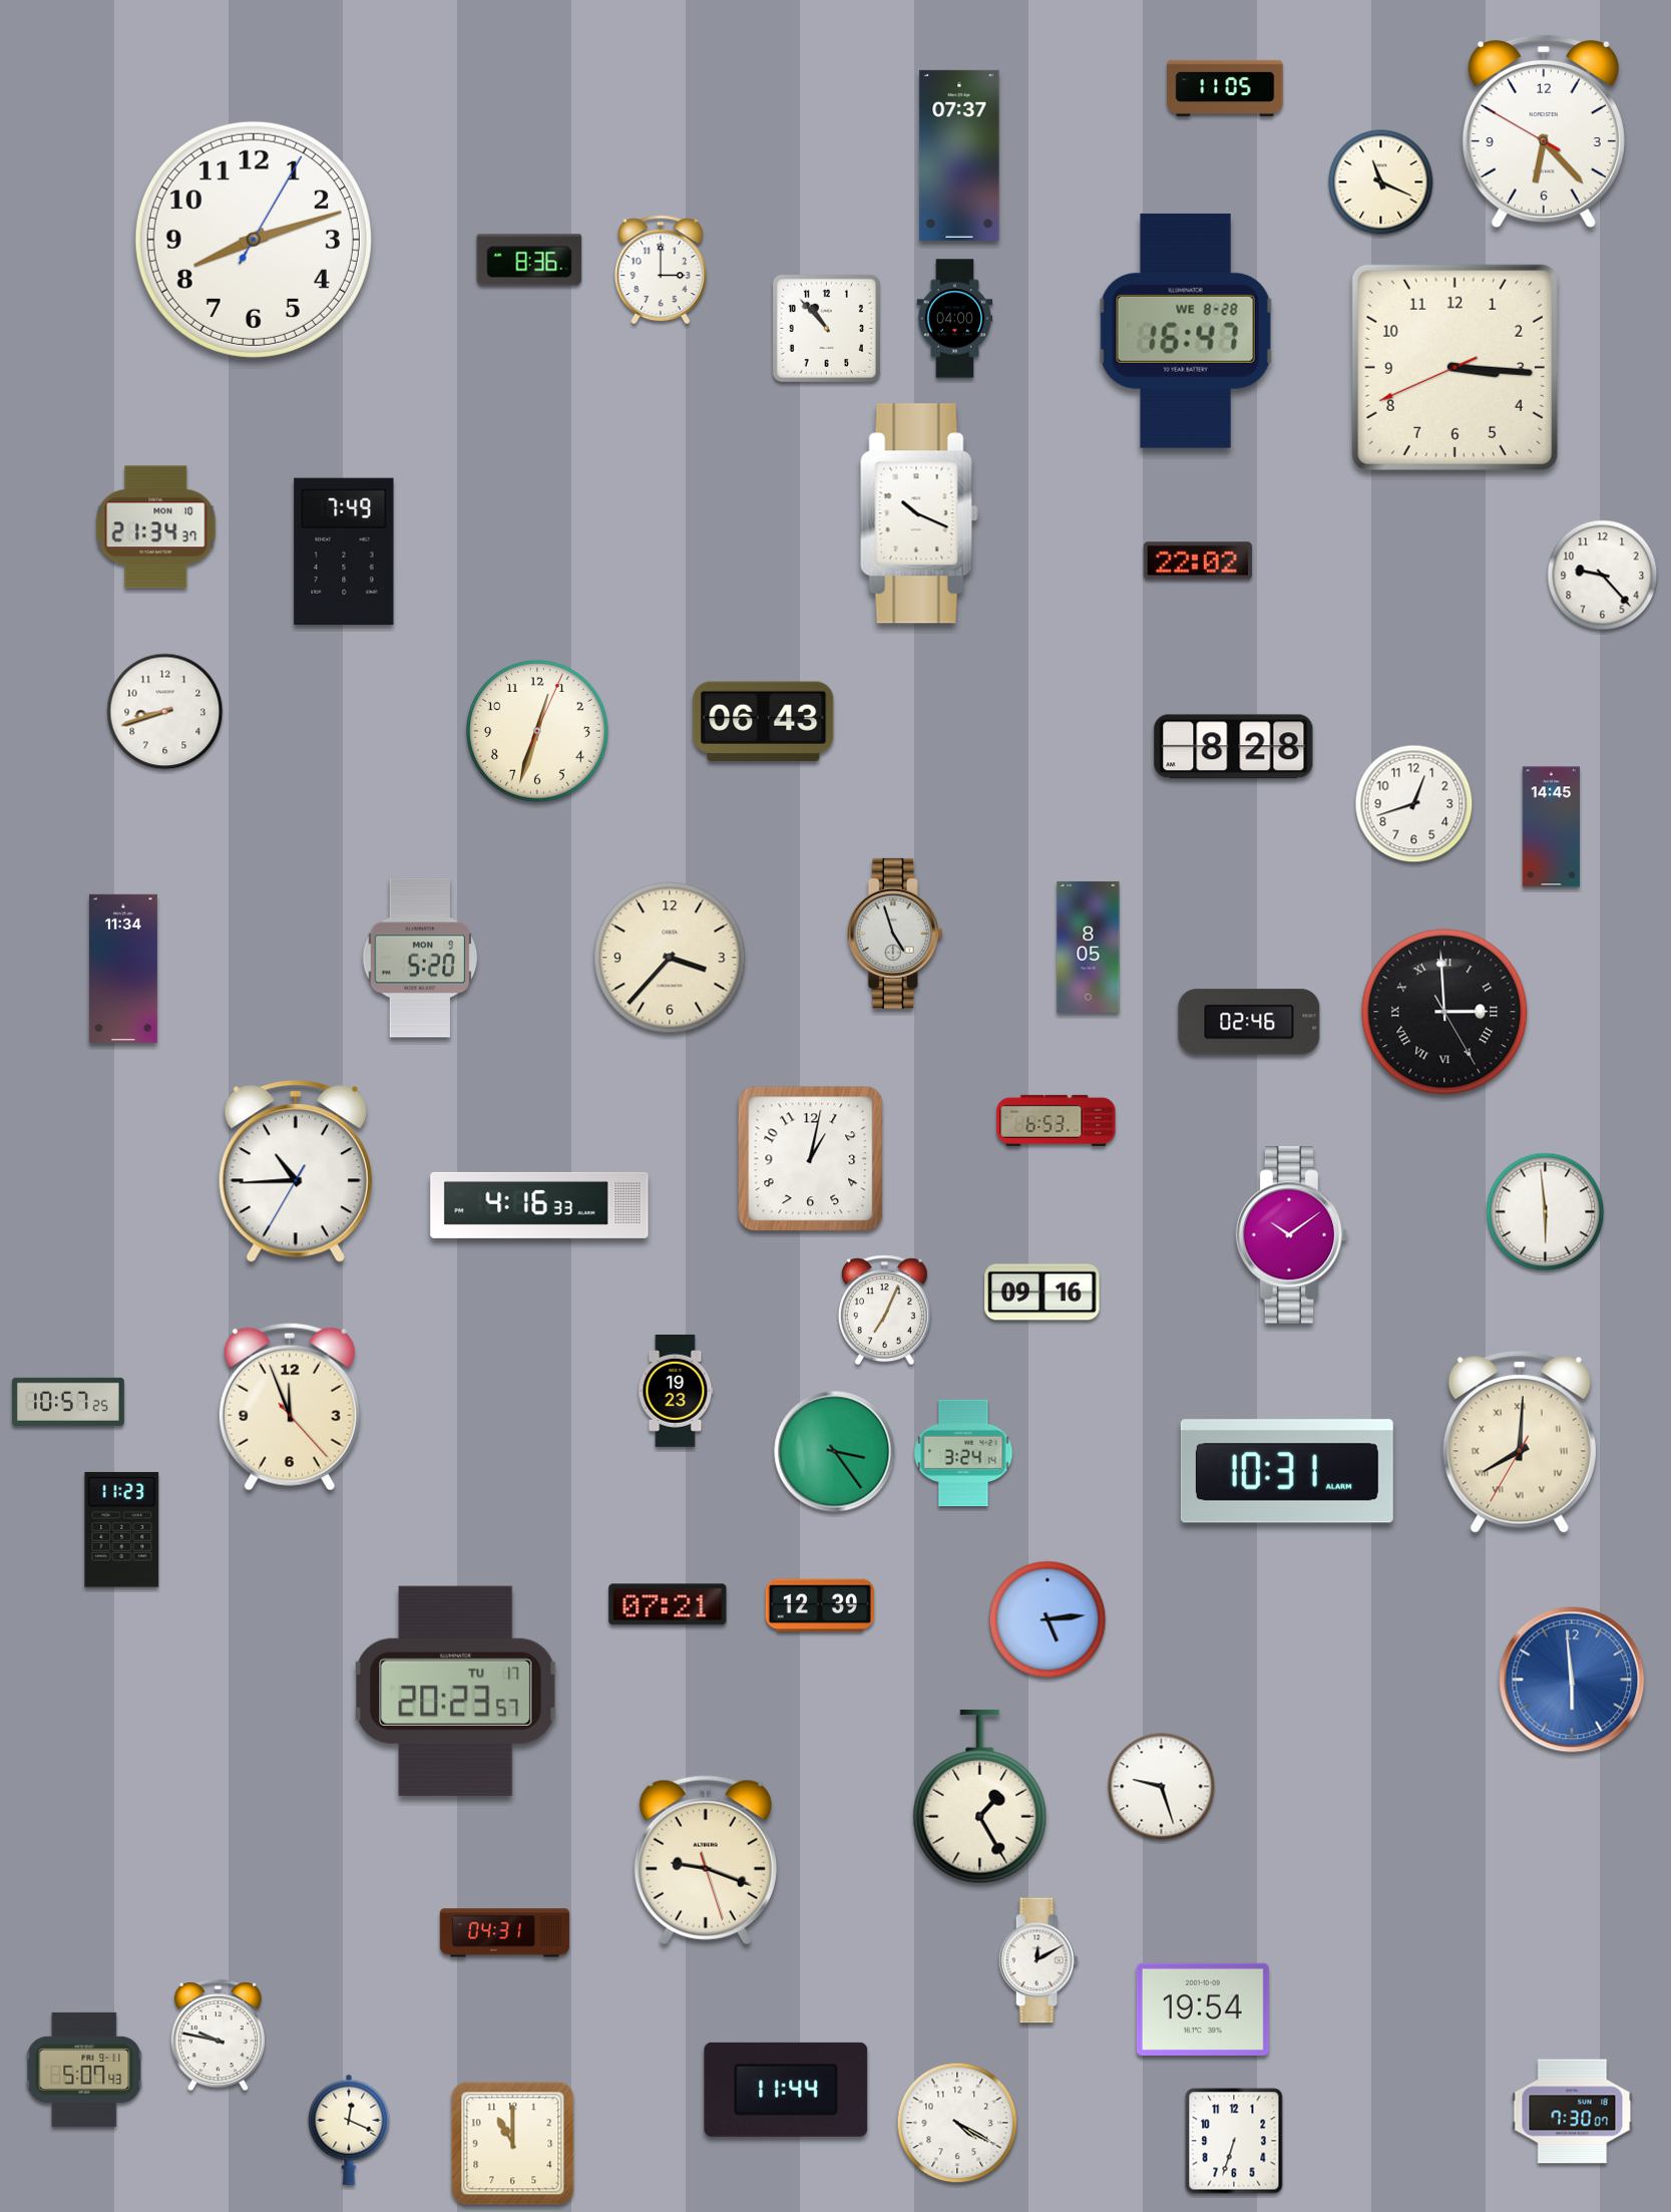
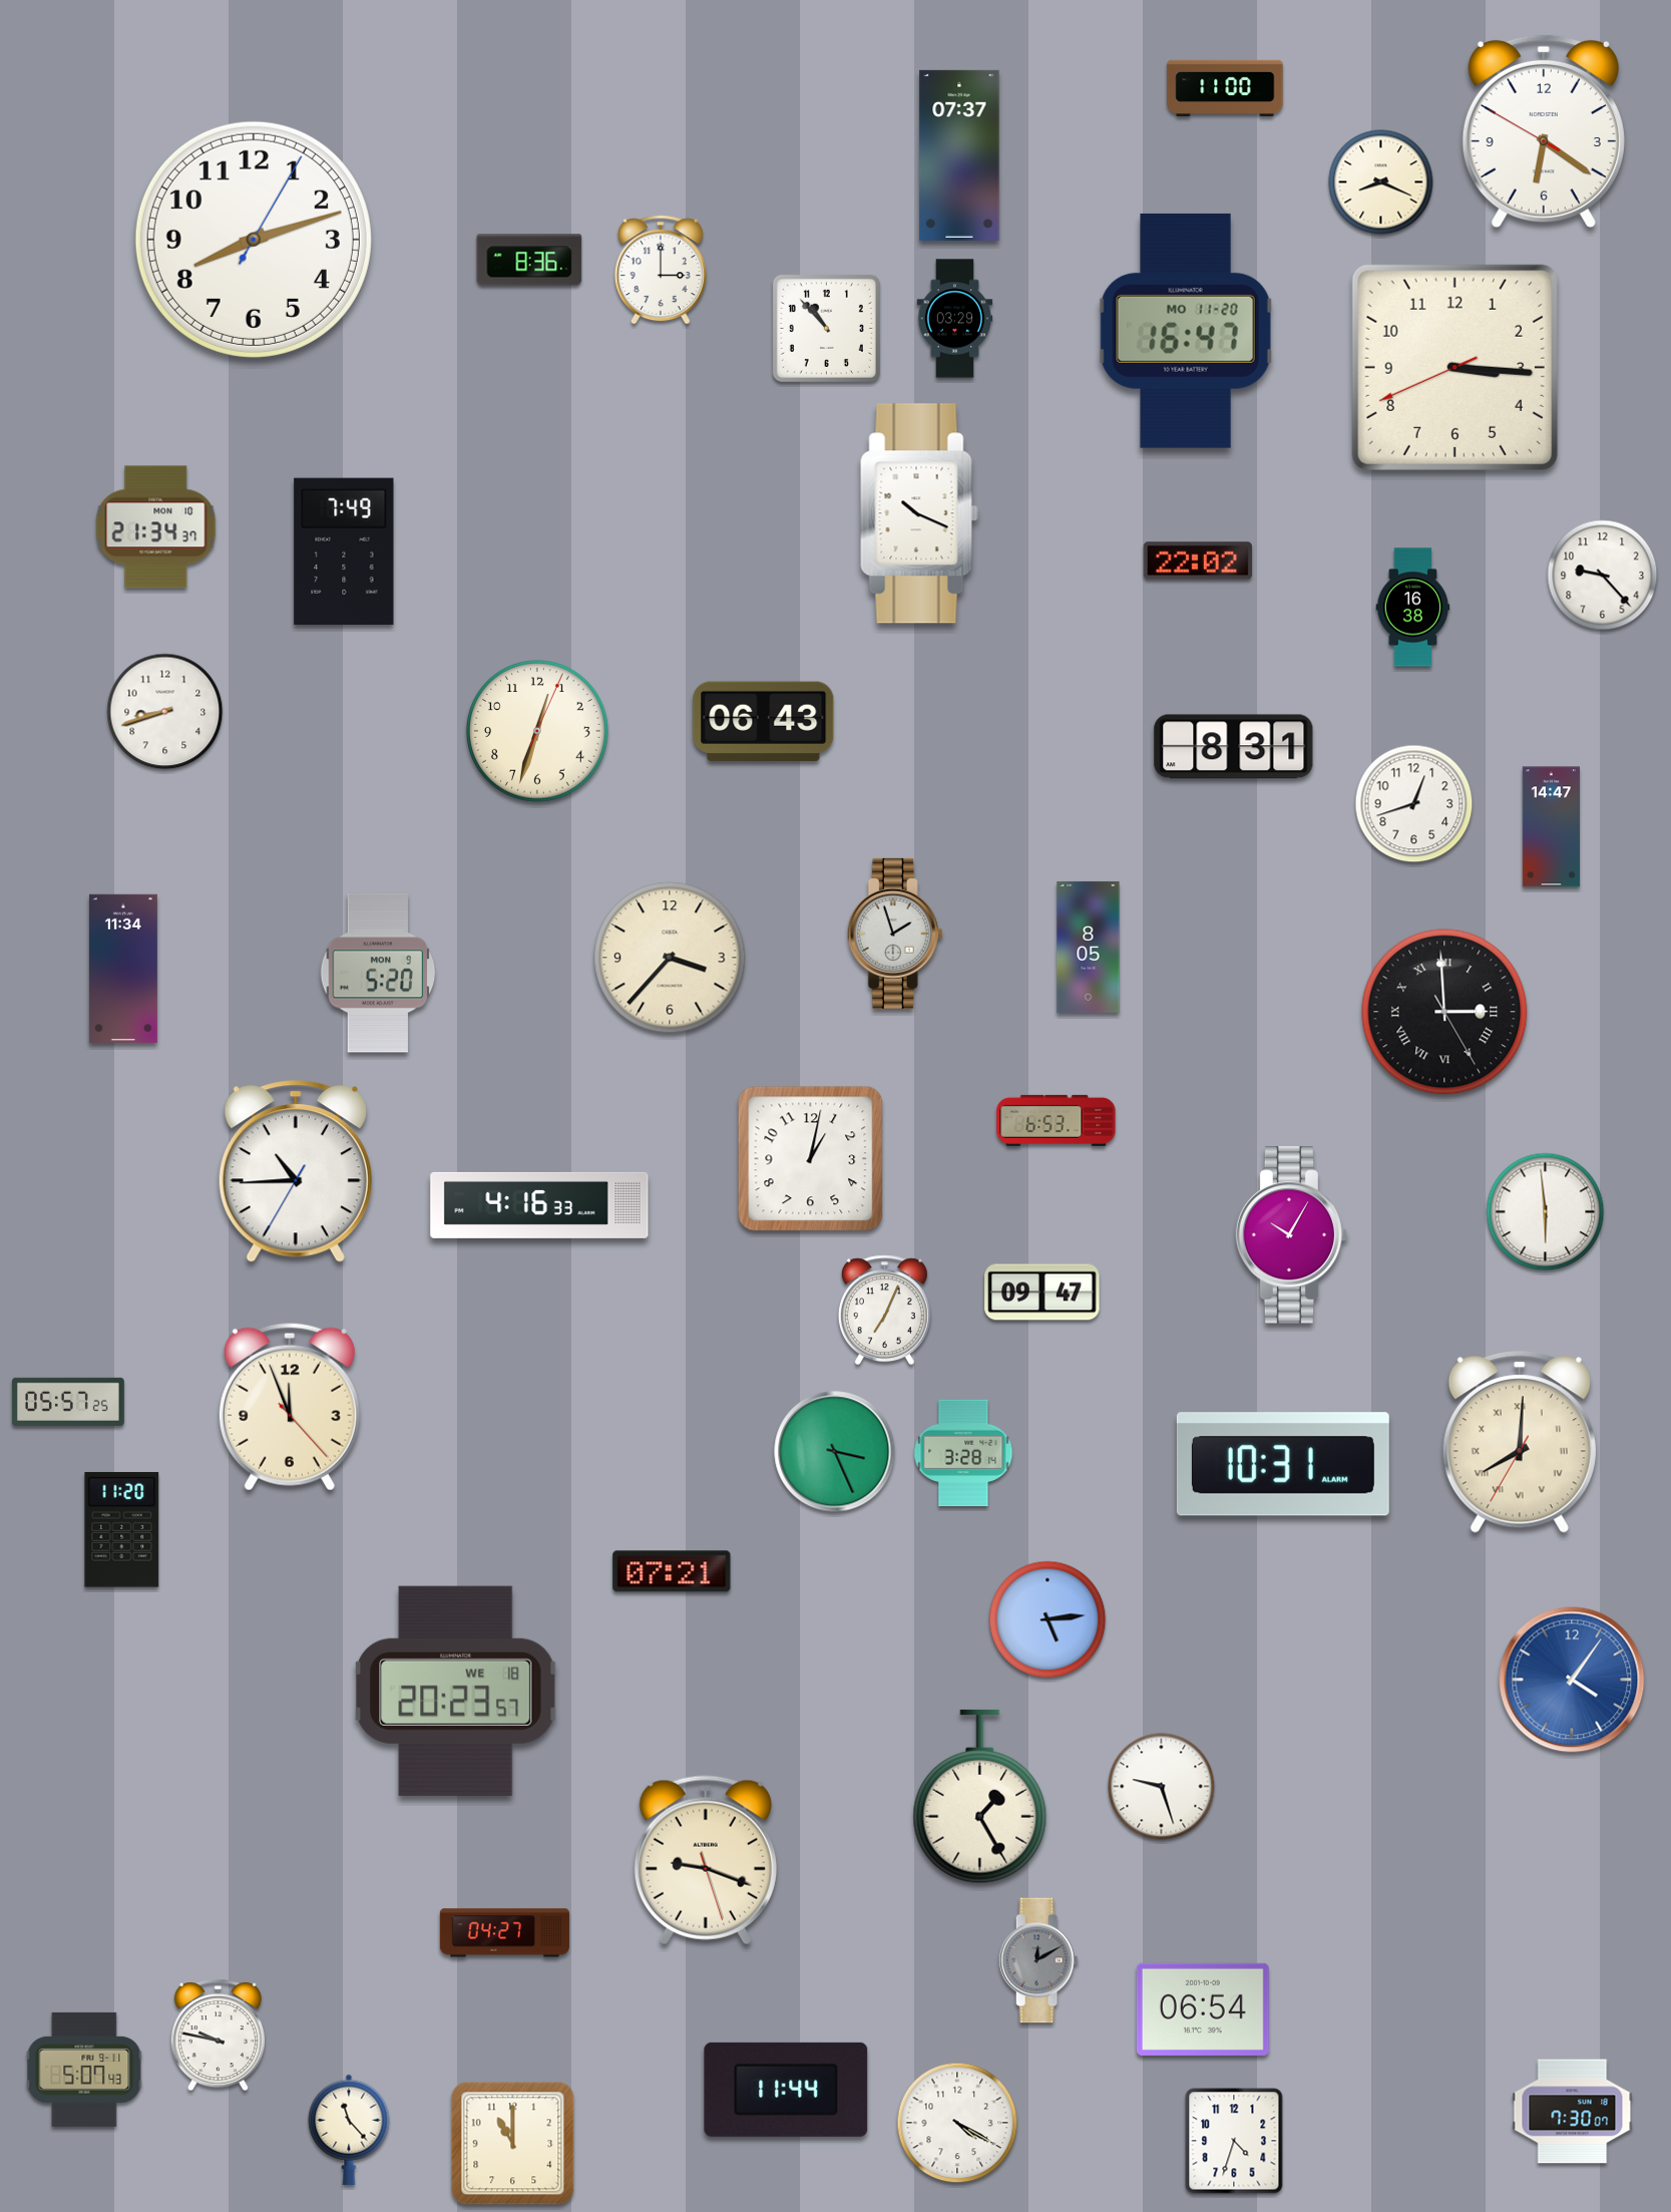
clock at (1225, 88): 11:05 -> 11:00
clock at (1544, 131): 6:22 -> 6:20
clock at (1381, 182): 11:19 -> 8:19
clock at (955, 319): 04:00 -> 03:29
clock at (1186, 331) date: WE 8-28 -> MO 11-20
clock at (1413, 608): none -> 16:38
clock at (1234, 747): 8:28 -> 8:31
clock at (1551, 827): 14:45 -> 14:47
clock at (895, 934): 4:57 -> 1:57
clock at (420, 958) position: (420, 958) -> (378, 973)
clock at (1249, 1022): 02:46 -> none
clock at (1292, 1235): 10:09 -> 10:05
clock at (1042, 1293): 09:16 -> 09:47
clock at (676, 1391): 19:23 -> none
clock at (68, 1402): 10:57 -> 05:57
clock at (835, 1452): 3:24 -> 3:26
clock at (963, 1453): 3:24 -> 3:28
clock at (1287, 1471) position: (1287, 1471) -> (1283, 1464)
clock at (122, 1530): 11:23 -> 11:20
clock at (668, 1604) position: (668, 1604) -> (672, 1571)
clock at (820, 1605): 12:39 -> none
clock at (1572, 1680): 5:59 -> 4:06
clock at (456, 1691) date: TU 17 -> WE 18
clock at (504, 1933): 04:31 -> 04:27
clock at (1038, 1960) dial: white -> grey
clock at (1203, 2009): 19:54 -> 06:54
clock at (349, 2130): 12:19 -> 11:23
clock at (1234, 2141): 6:33 -> 4:33
